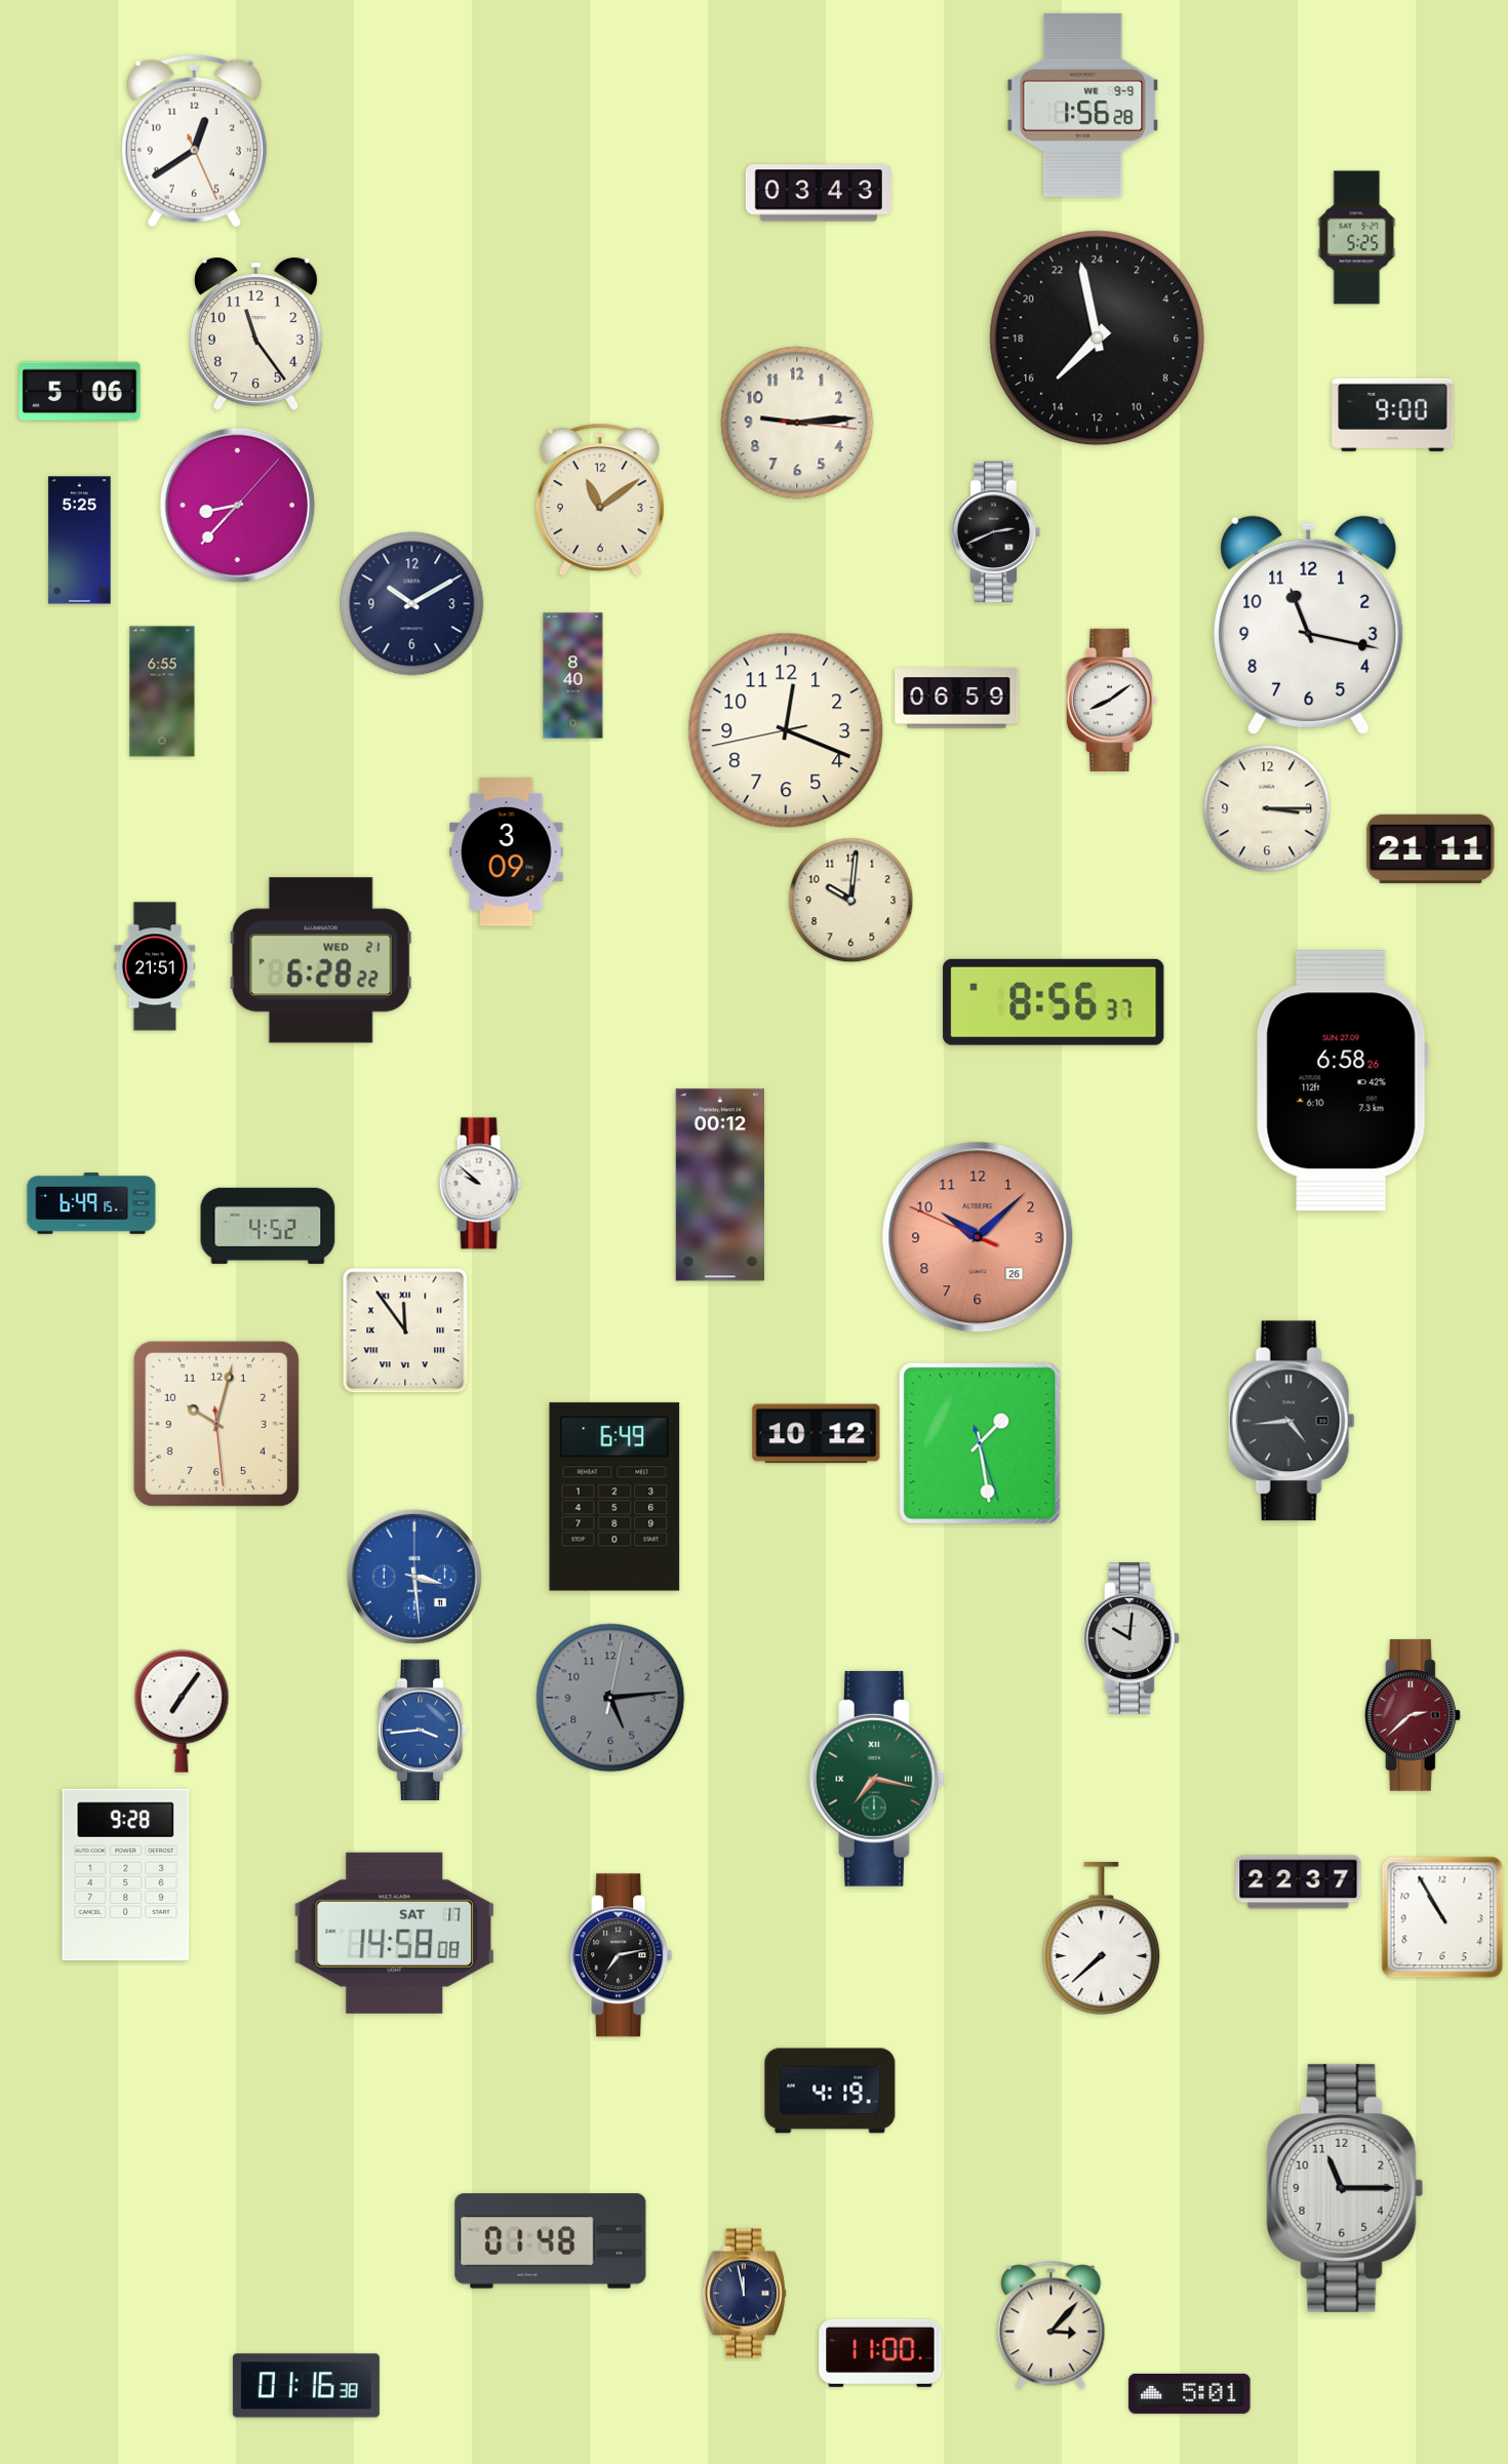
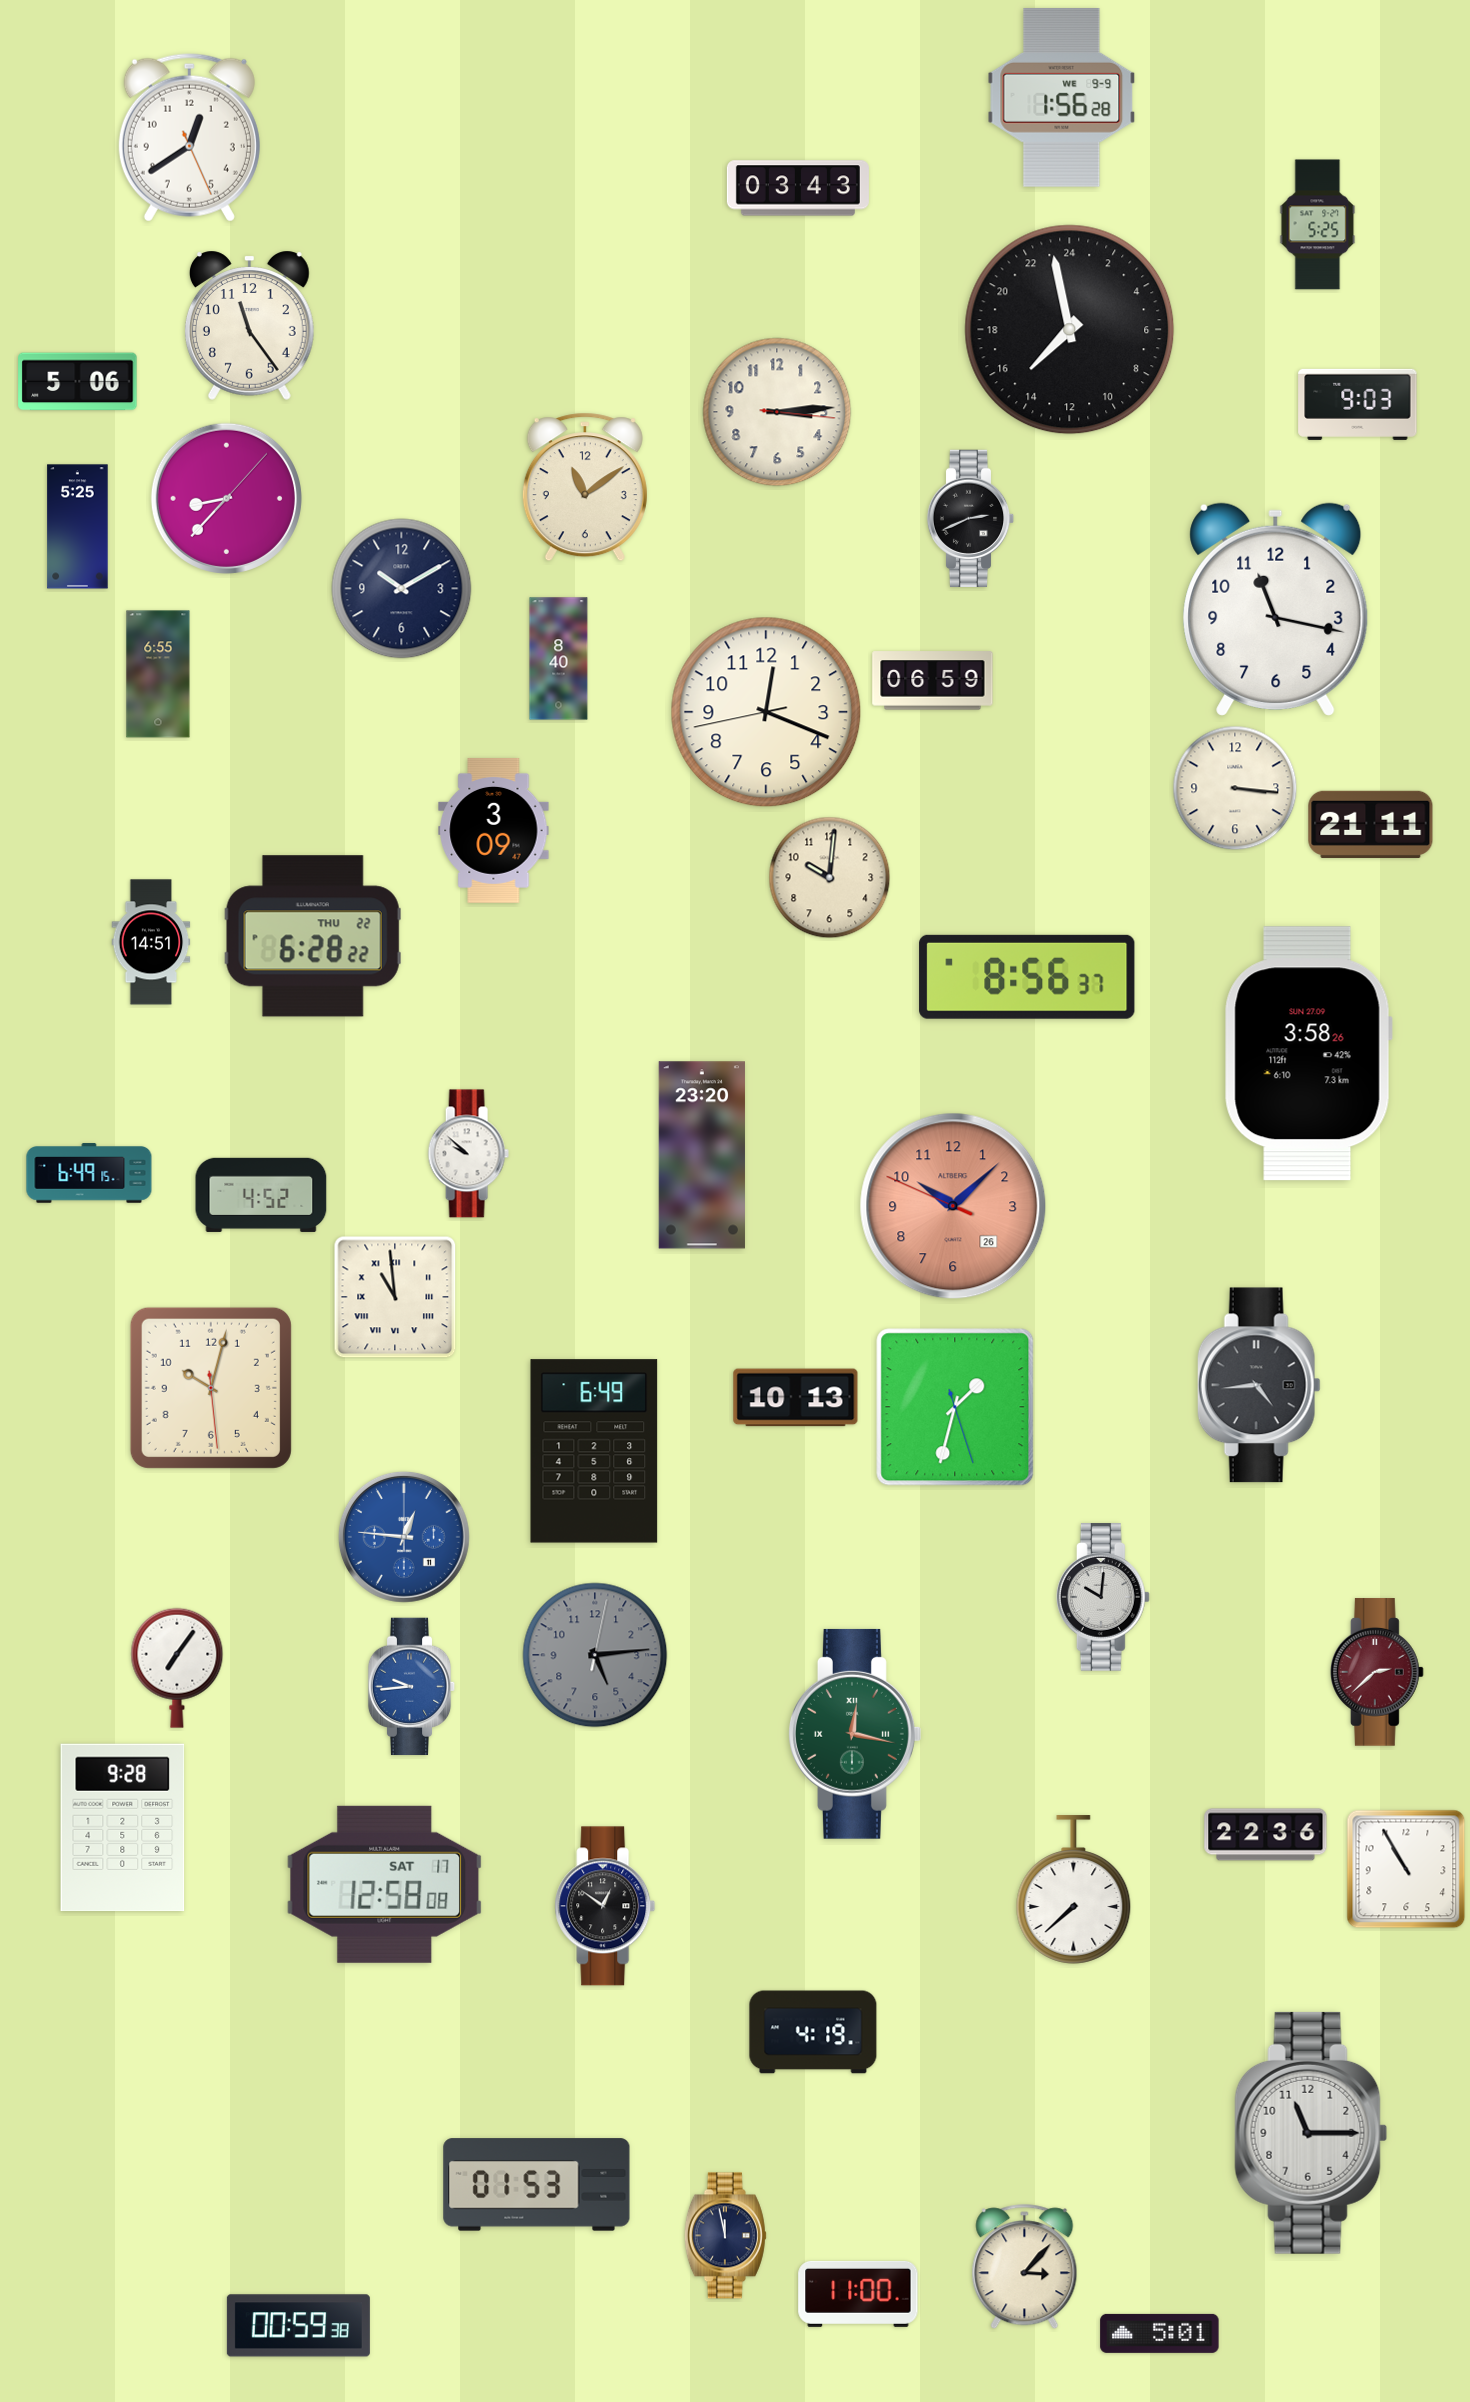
clock at (1083, 105) position: (1083, 105) -> (1062, 97)
clock at (1357, 238) position: (1357, 238) -> (1318, 225)
clock at (1393, 414): 9:00 -> 9:03
clock at (797, 423): 9:14 -> 3:14
clock at (237, 505) position: (237, 505) -> (226, 498)
clock at (1112, 700): 8:09 -> none
clock at (1267, 808): 3:15 -> 3:16
clock at (1431, 848) position: (1431, 848) -> (1371, 824)
clock at (321, 960) date: WED 21 -> THU 22
clock at (155, 966): 21:51 -> 14:51
clock at (1342, 1081): 6:58 -> 3:58
clock at (720, 1185): 00:12 -> 23:20
clock at (405, 1330): 11:54 -> 10:59
clock at (817, 1434): 10:12 -> 10:13
clock at (980, 1443): 1:28 -> 1:32
clock at (614, 1497) position: (614, 1497) -> (594, 1451)
clock at (414, 1577): 3:29 -> 12:46
clock at (423, 1731): 3:44 -> 9:44
clock at (877, 1779): 7:17 -> 12:17
clock at (1299, 1882): 22:37 -> 22:36
clock at (395, 1933): 14:58 -> 12:58
clock at (621, 1955): 7:13 -> 12:51
clock at (830, 2091) position: (830, 2091) -> (813, 2032)
clock at (551, 2241): 01:48 -> 01:53
clock at (306, 2386): 01:16 -> 00:59
